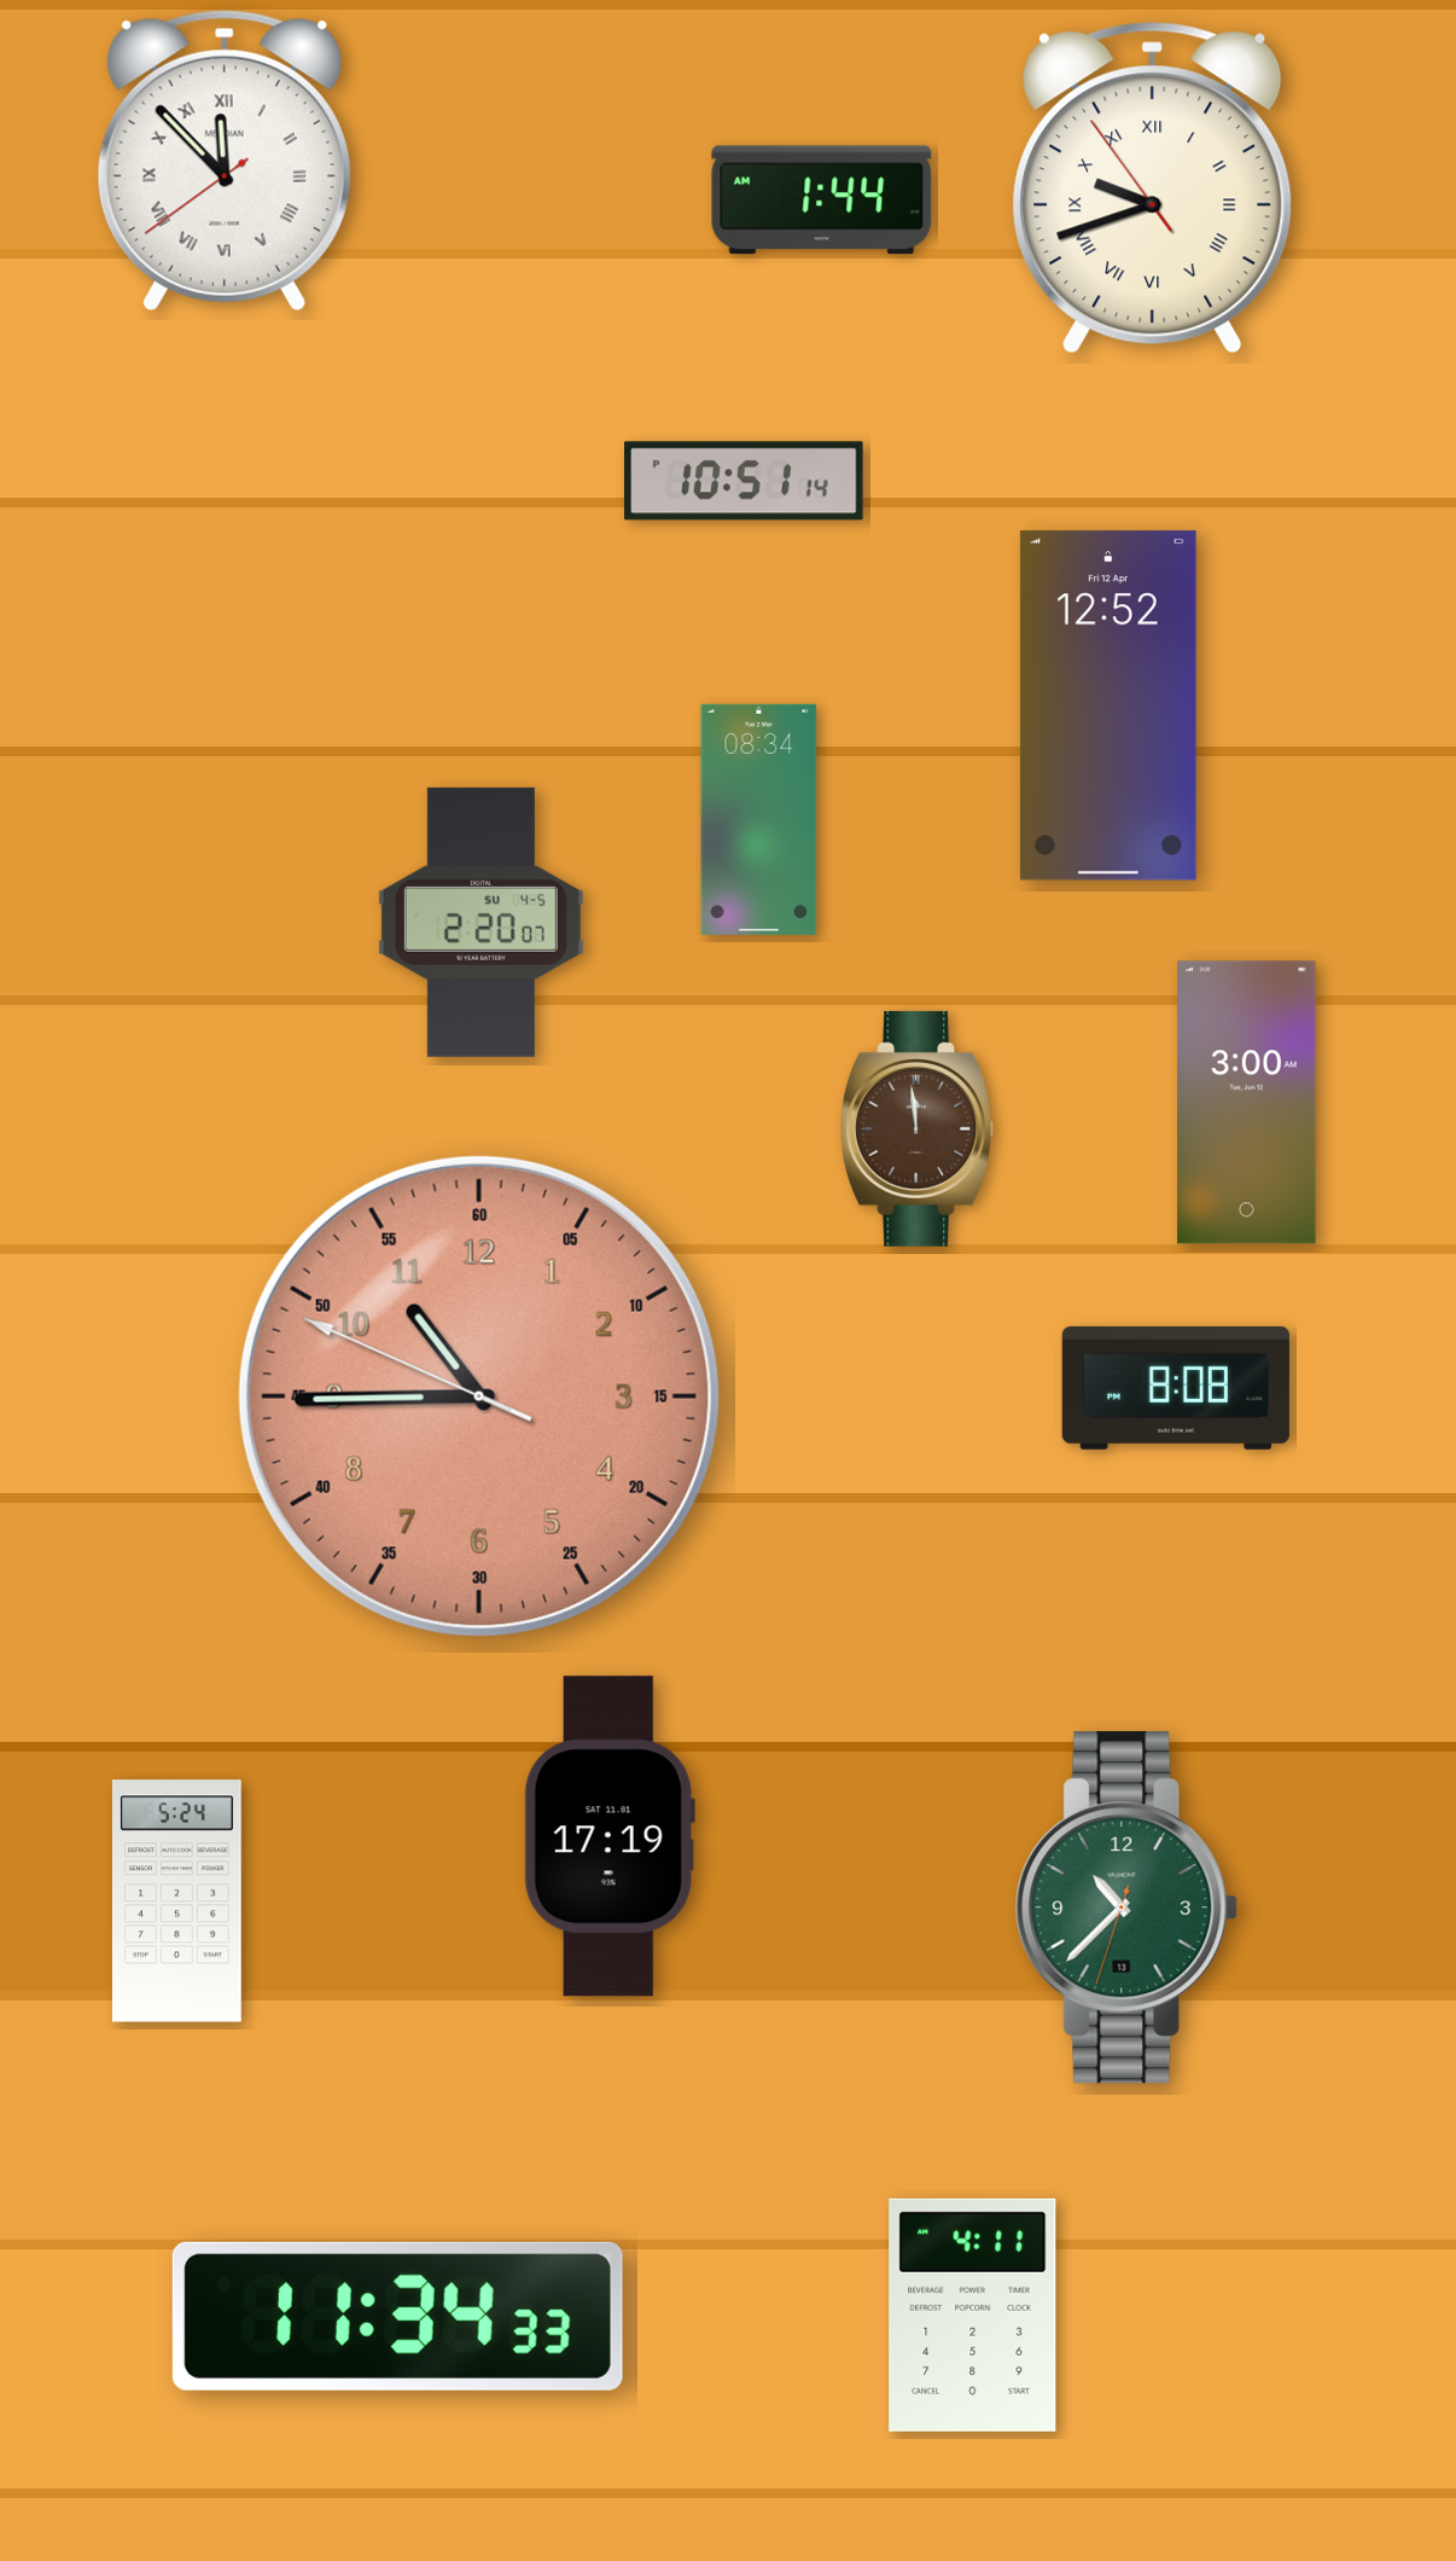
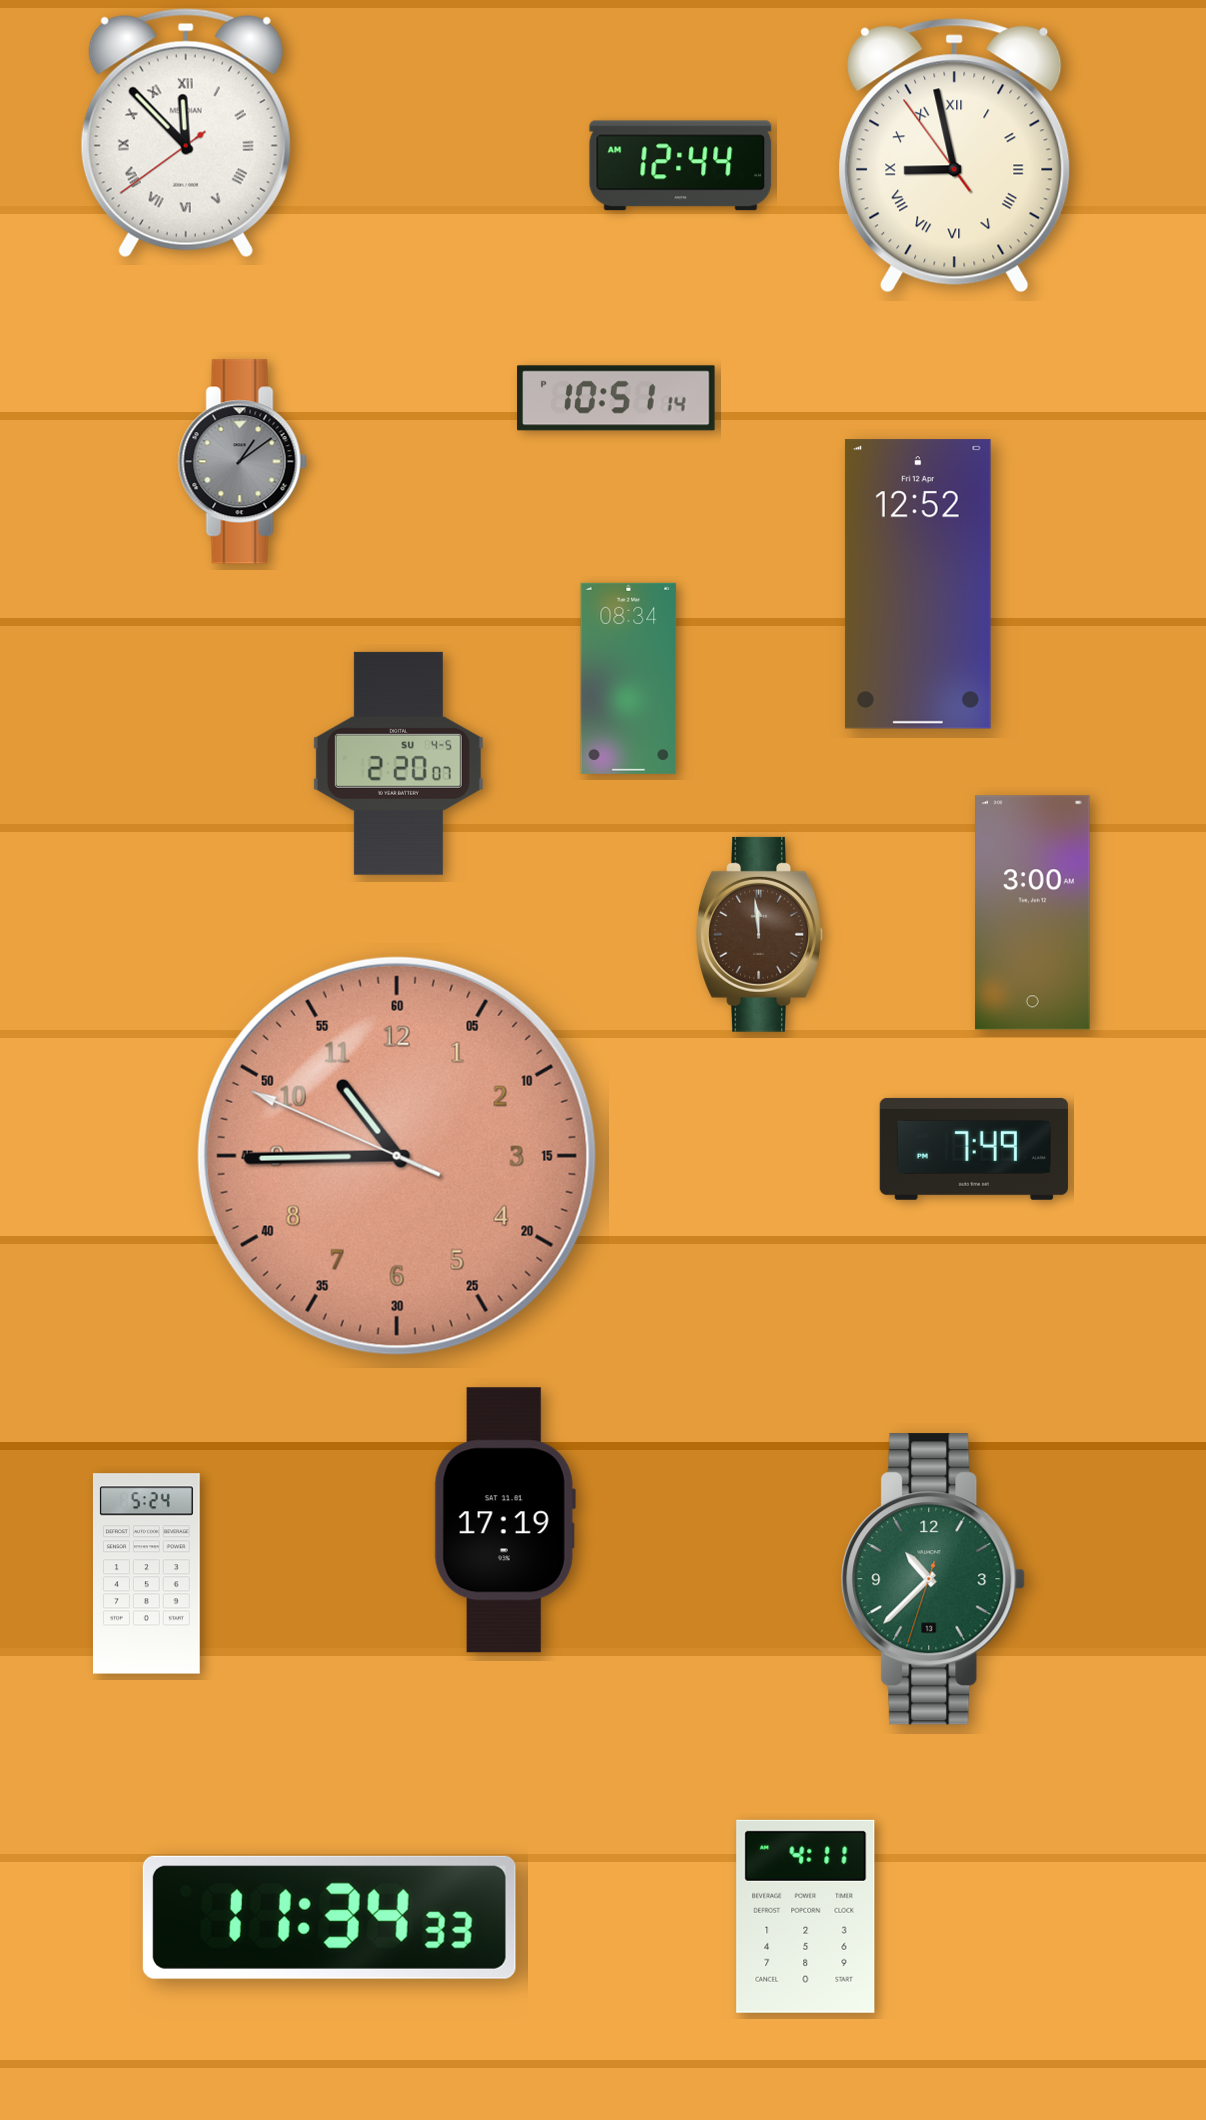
clock at (1153, 188): 9:41 -> 8:57
clock at (822, 201): 1:44 -> 12:44
clock at (242, 462): none -> 1:09
clock at (1176, 1388): 8:08 -> 7:49
